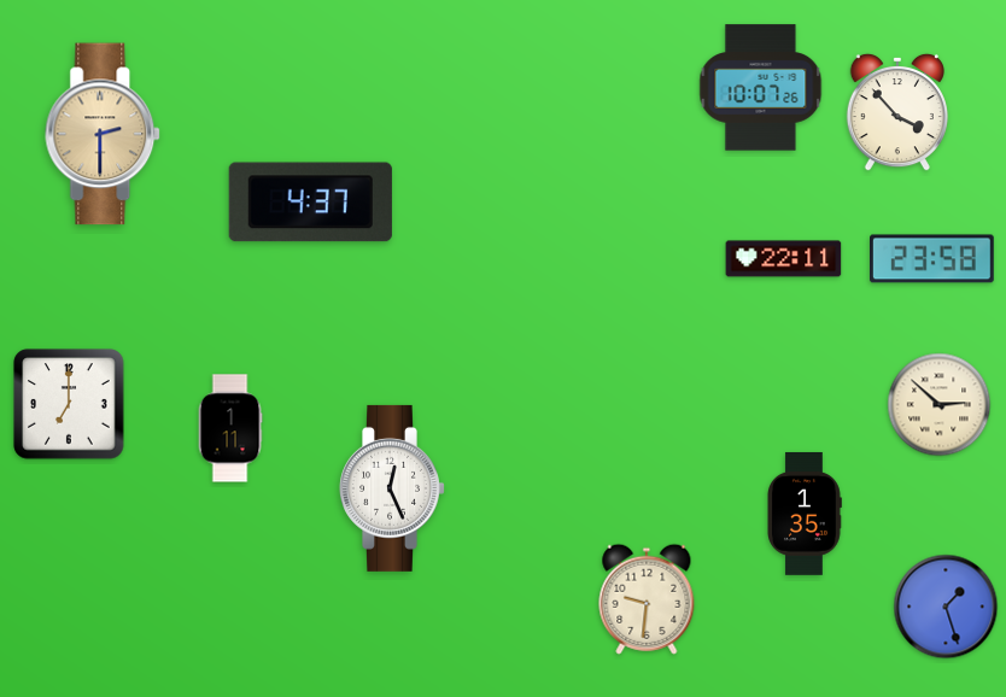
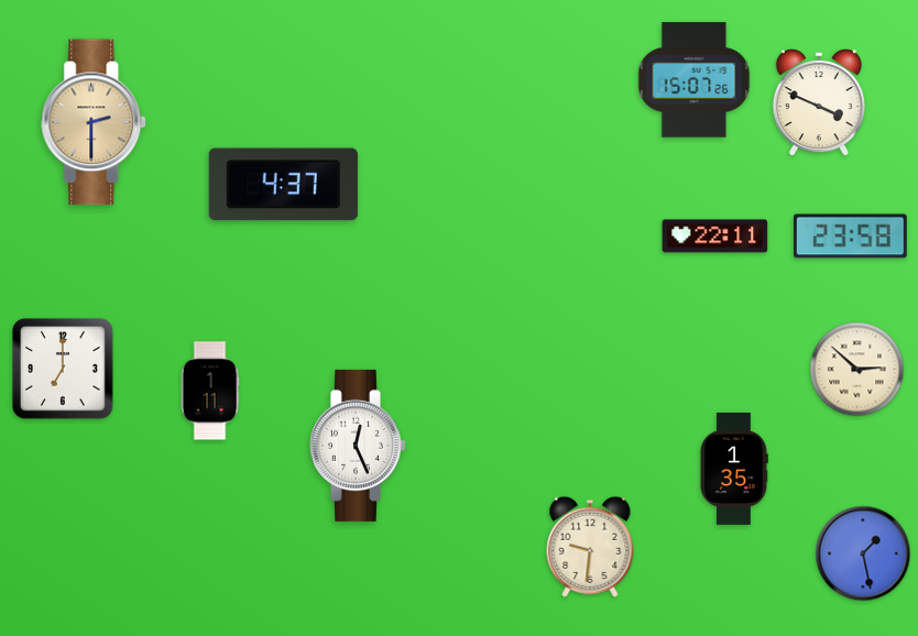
clock at (761, 88): 10:07 -> 15:07
clock at (897, 112): 3:53 -> 3:49
clock at (946, 607): 1:27 -> 1:28
